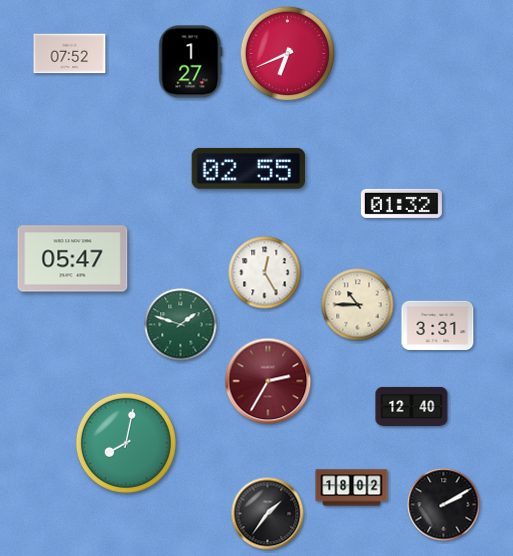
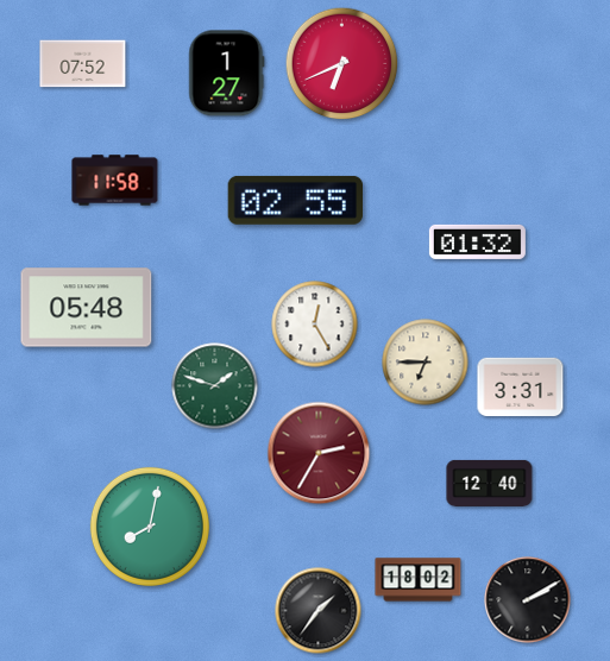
clock at (115, 181): none -> 11:58
clock at (73, 259): 05:47 -> 05:48
clock at (358, 305): 10:45 -> 6:45
